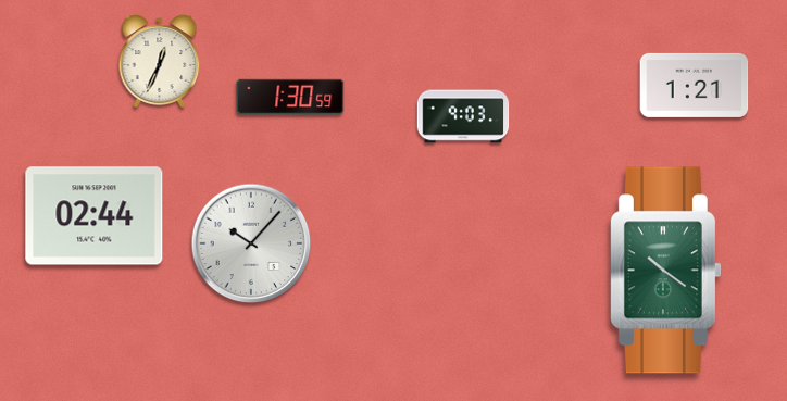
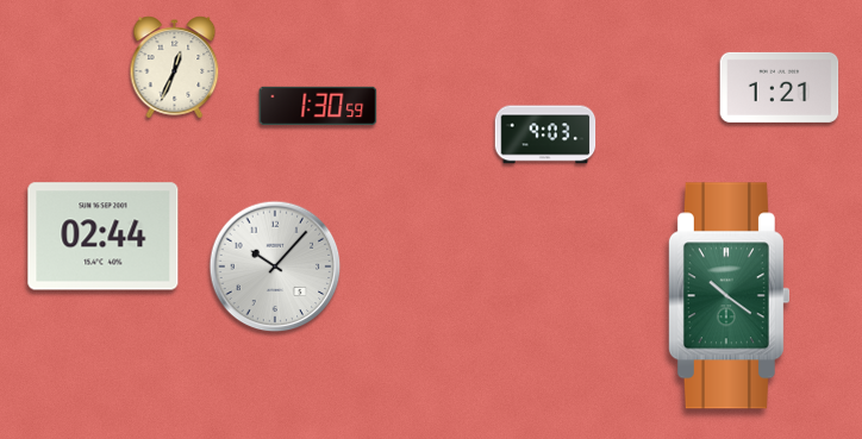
clock at (695, 85) position: (695, 85) -> (780, 87)
clock at (463, 116) position: (463, 116) -> (545, 134)
